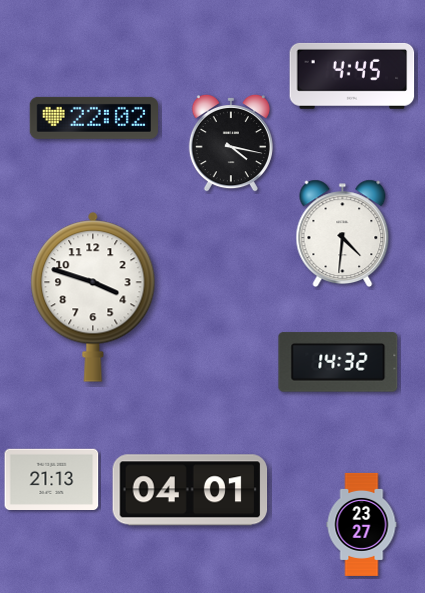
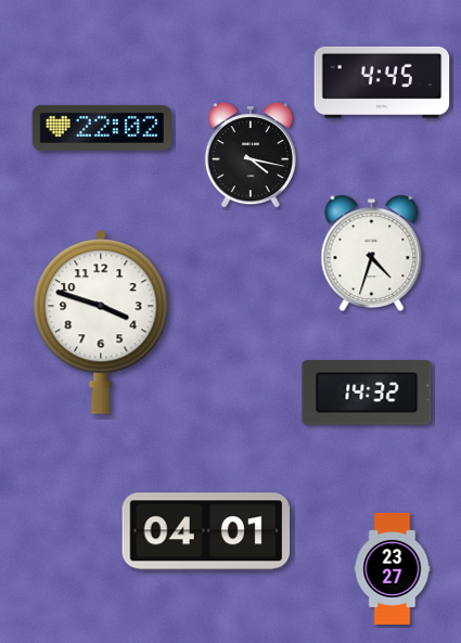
clock at (343, 233): 4:31 -> 4:33
clock at (52, 479): 21:13 -> none
